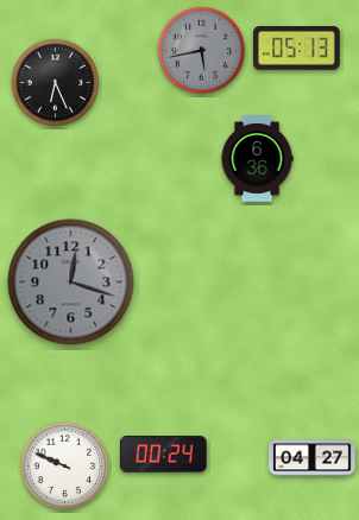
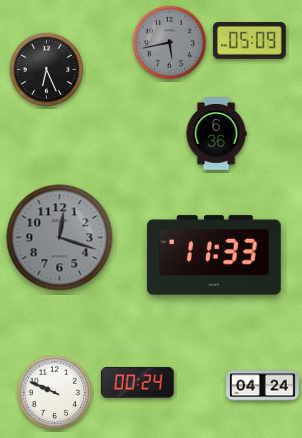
clock at (297, 49): 05:13 -> 05:09
clock at (215, 255): none -> 11:33
clock at (313, 458): 04:27 -> 04:24
